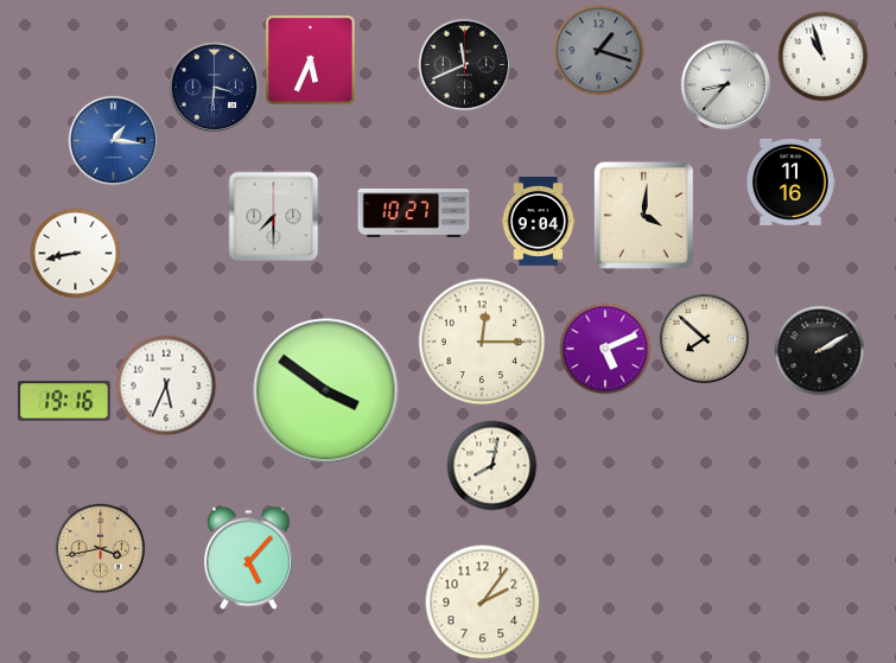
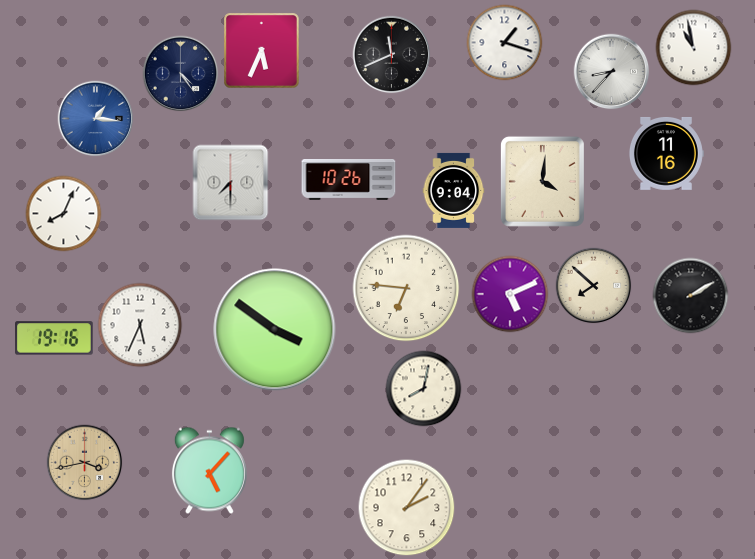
clock at (599, 51) dial: grey -> white
clock at (824, 57): 10:57 -> 10:58
clock at (215, 88): 3:31 -> 4:24
clock at (414, 213): 10:27 -> 10:26
clock at (539, 221) position: (539, 221) -> (454, 190)
clock at (76, 254): 8:43 -> 8:04
clock at (482, 342): 12:15 -> 6:46
clock at (493, 466) position: (493, 466) -> (424, 389)
